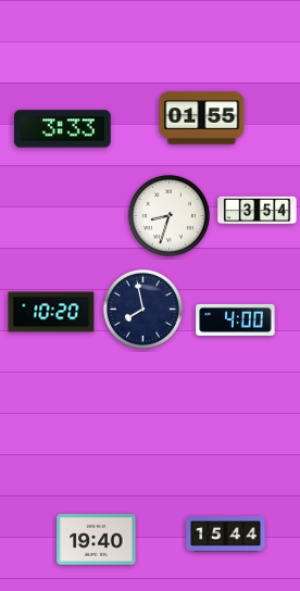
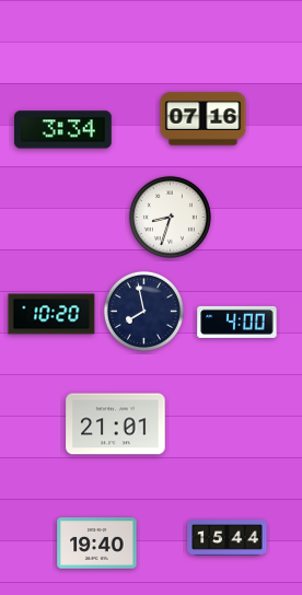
clock at (202, 118): 01:55 -> 07:16
clock at (62, 129): 3:33 -> 3:34
clock at (258, 211): 3:54 -> none
clock at (116, 424): none -> 21:01
